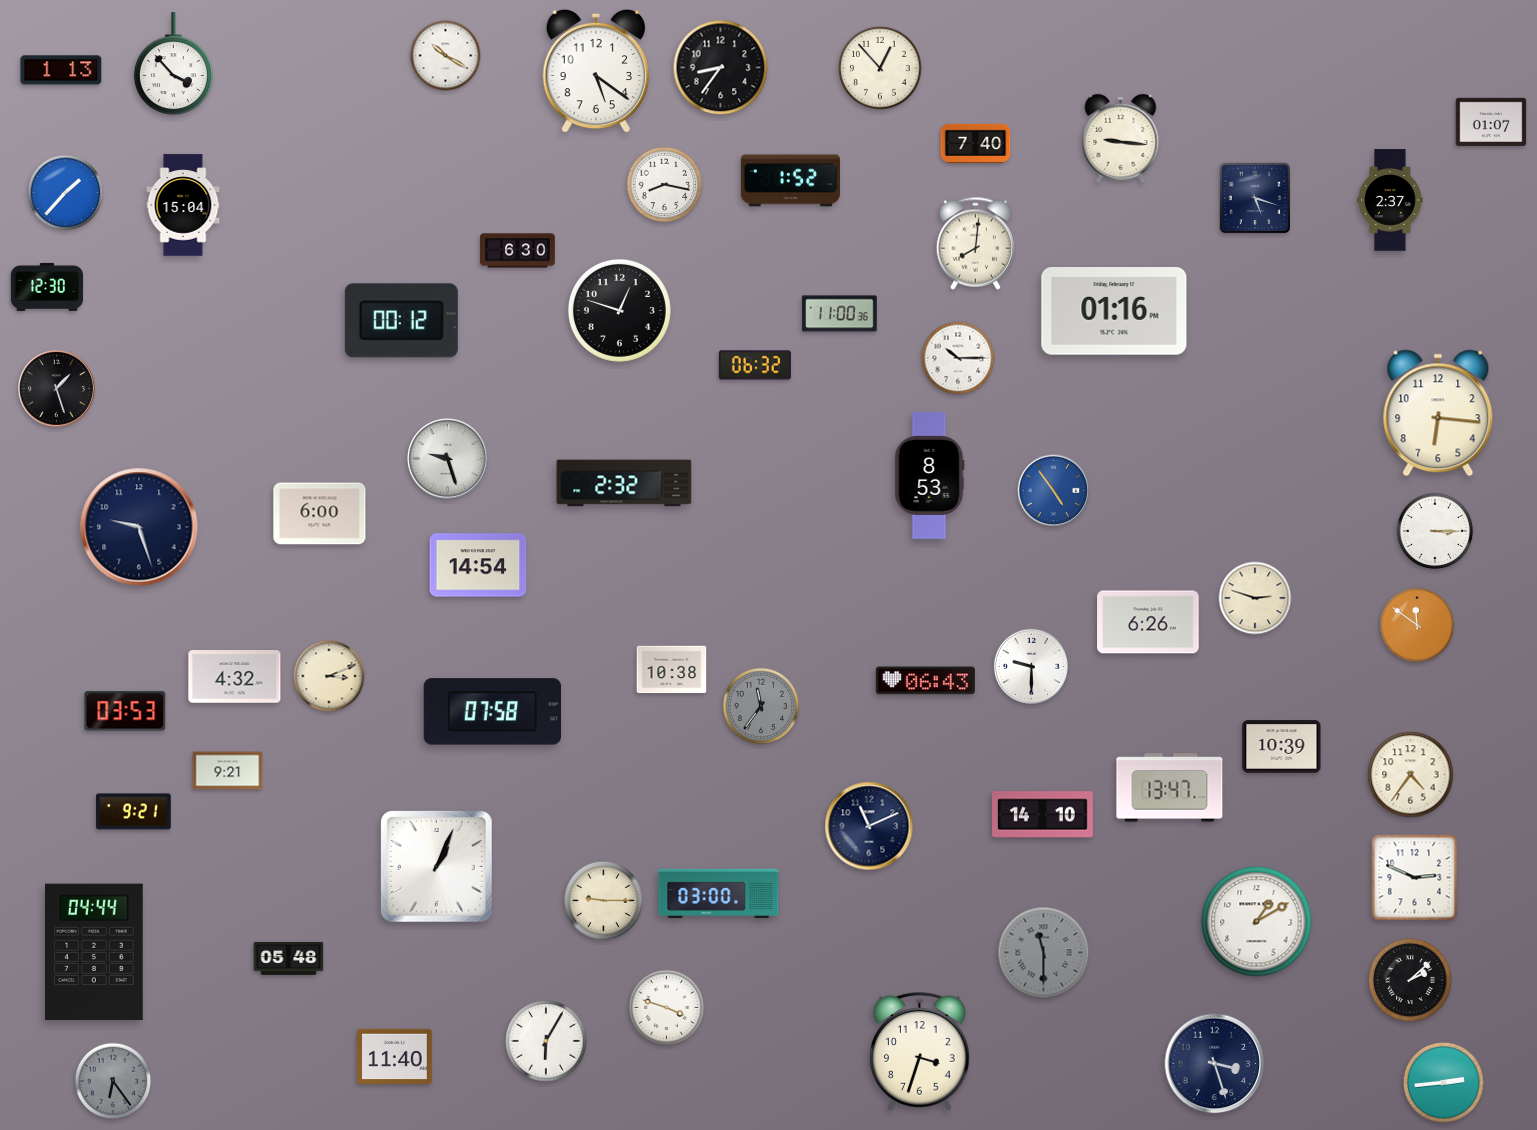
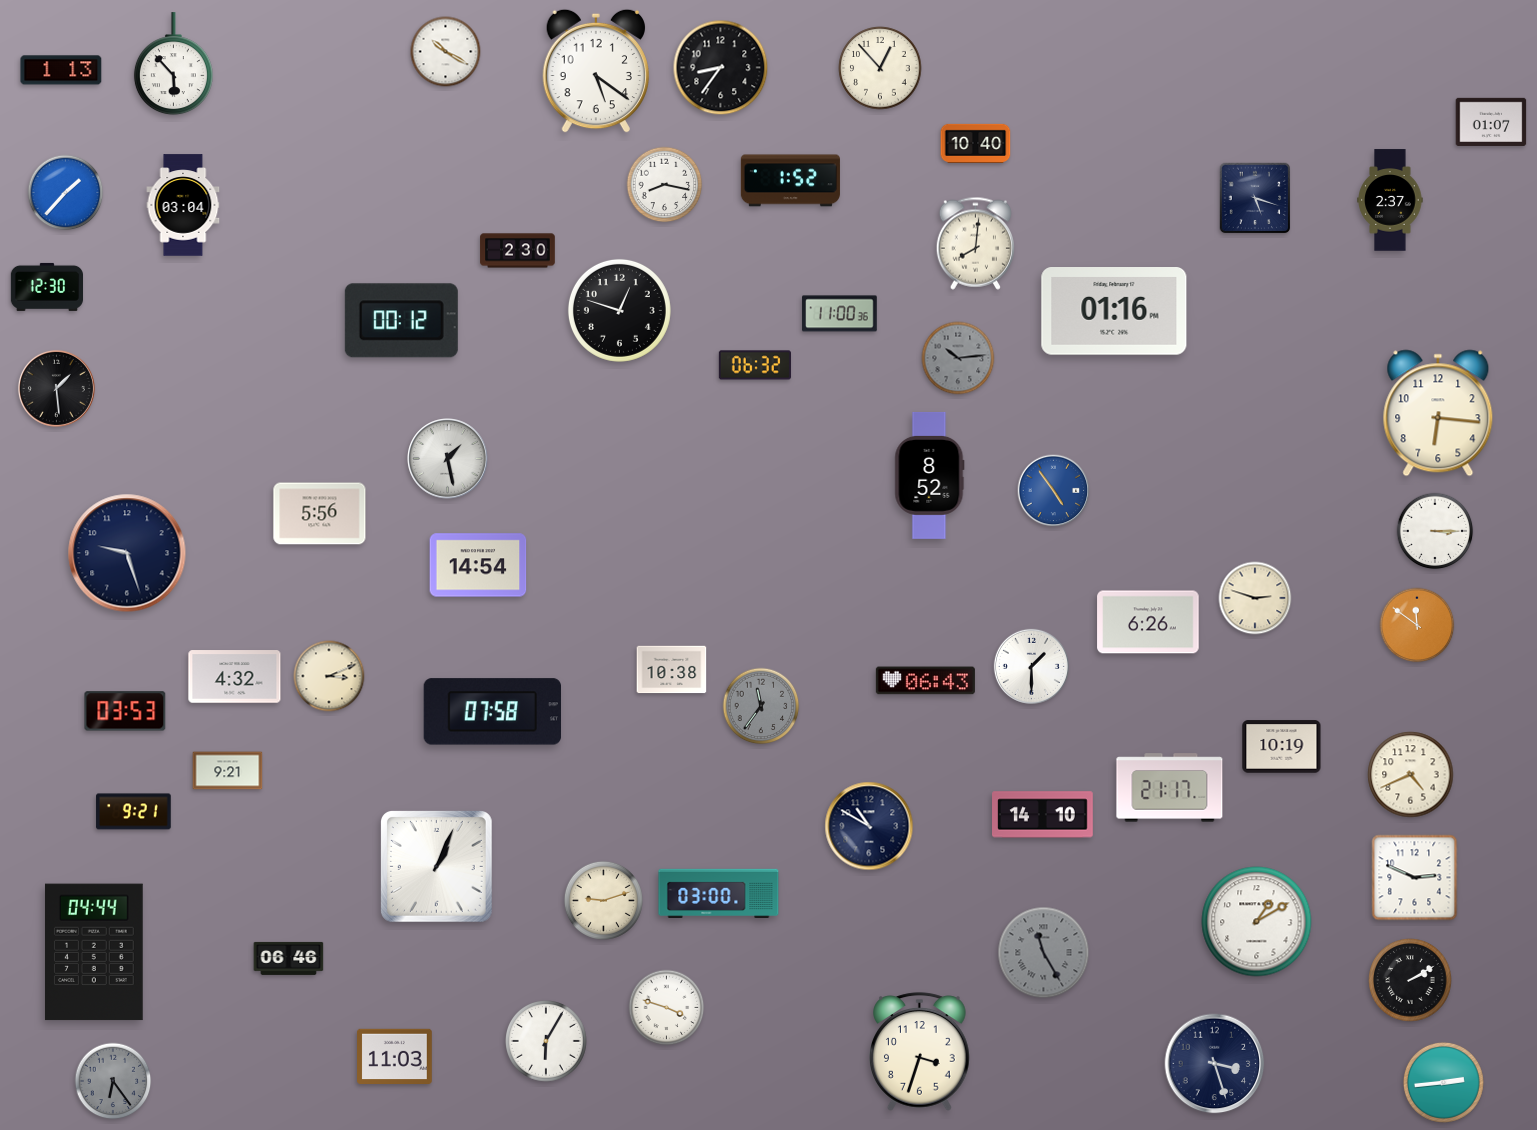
clock at (446, 56) position: (446, 56) -> (446, 52)
clock at (173, 64): 3:53 -> 5:53
clock at (1121, 138): 9:16 -> none
clock at (976, 143): 7:40 -> 10:40
clock at (183, 205): 15:04 -> 03:04
clock at (518, 251): 6:30 -> 2:30
clock at (958, 358): 10:15 -> 10:14
clock at (958, 358) dial: white -> grey
clock at (56, 388): 1:27 -> 1:29
clock at (448, 459): 9:27 -> 1:28
clock at (930, 475): 8:53 -> 8:52
clock at (624, 483): 2:32 -> none
clock at (320, 514): 6:00 -> 5:56
clock at (139, 527) position: (139, 527) -> (127, 553)
clock at (1031, 666): 9:30 -> 1:30
clock at (1282, 747): 10:39 -> 10:19
clock at (1411, 775): 4:36 -> 4:41
clock at (1170, 788): 13:47 -> 21:17
clock at (869, 826): 11:11 -> 10:50
clock at (603, 900): 9:15 -> 9:12
clock at (1044, 953): 11:30 -> 11:25
clock at (289, 958): 05:48 -> 06:46
clock at (1410, 980): 2:08 -> 2:10
clock at (395, 1057): 11:40 -> 11:03
